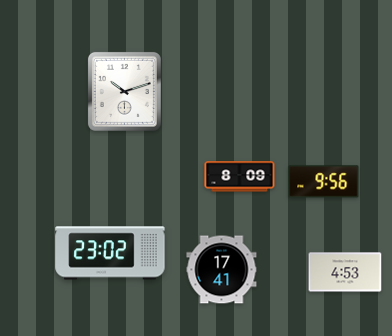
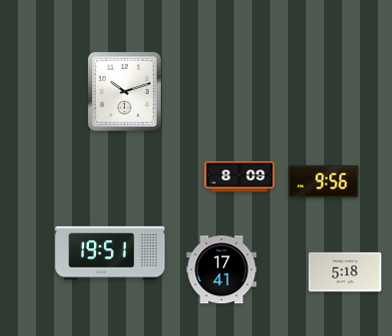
clock at (110, 253): 23:02 -> 19:51
clock at (345, 272): 4:53 -> 5:18
